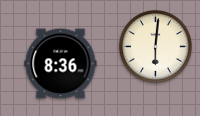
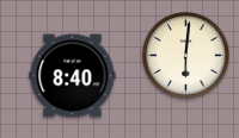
clock at (61, 64): 8:36 -> 8:40
